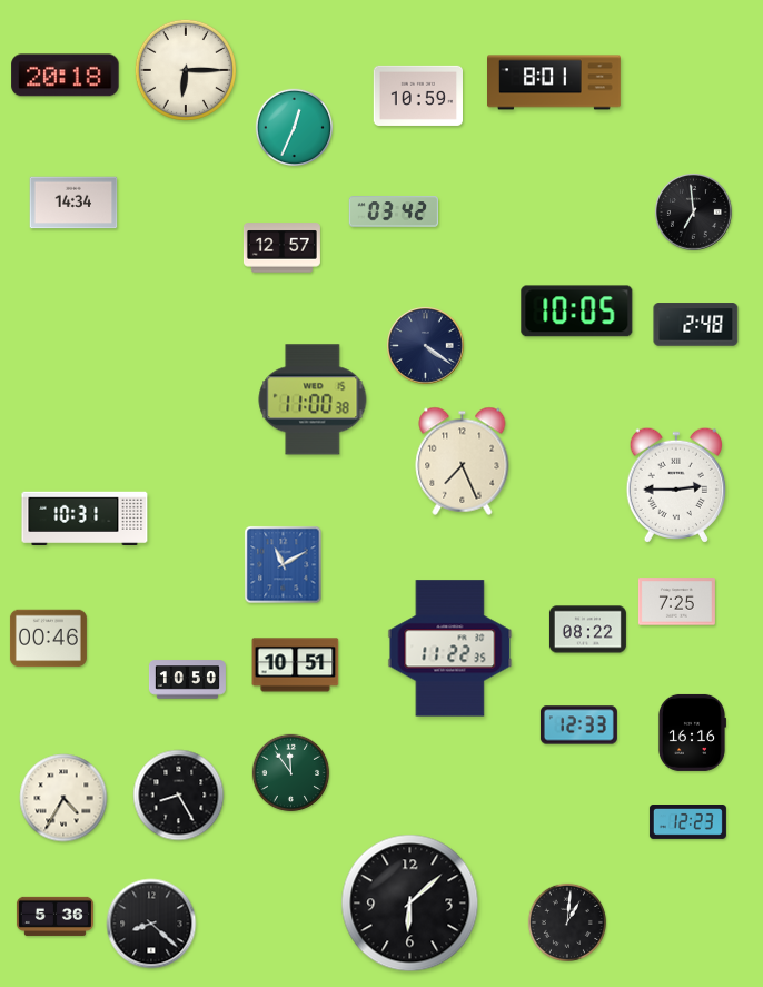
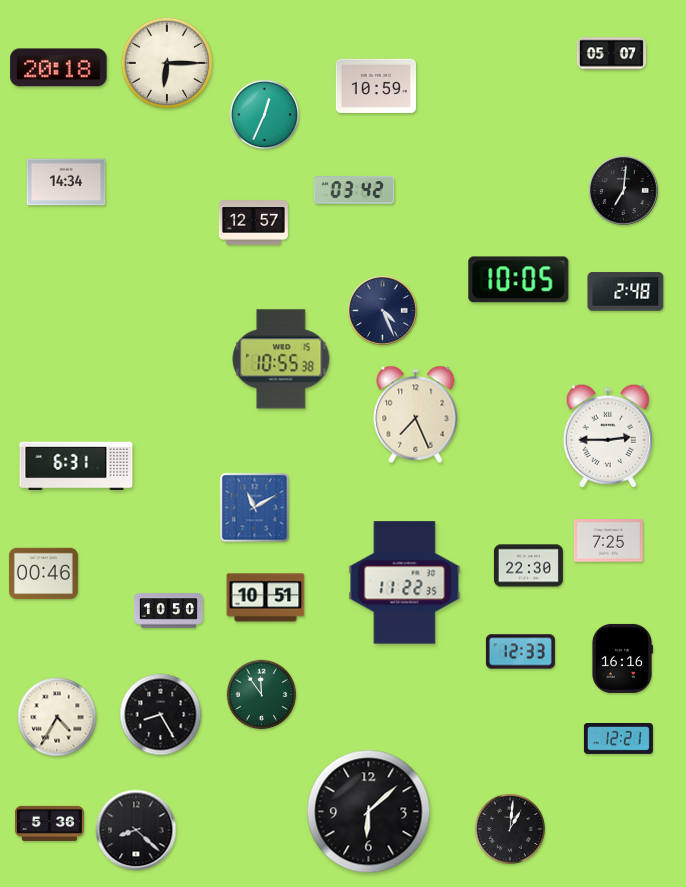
clock at (611, 54): none -> 05:07
clock at (555, 82): 8:01 -> none
clock at (694, 213): 6:59 -> 7:01
clock at (426, 346): 4:21 -> 4:26
clock at (313, 399): 11:00 -> 10:55
clock at (85, 517): 10:31 -> 6:31
clock at (587, 630): 08:22 -> 22:30
clock at (687, 822): 12:23 -> 12:21
